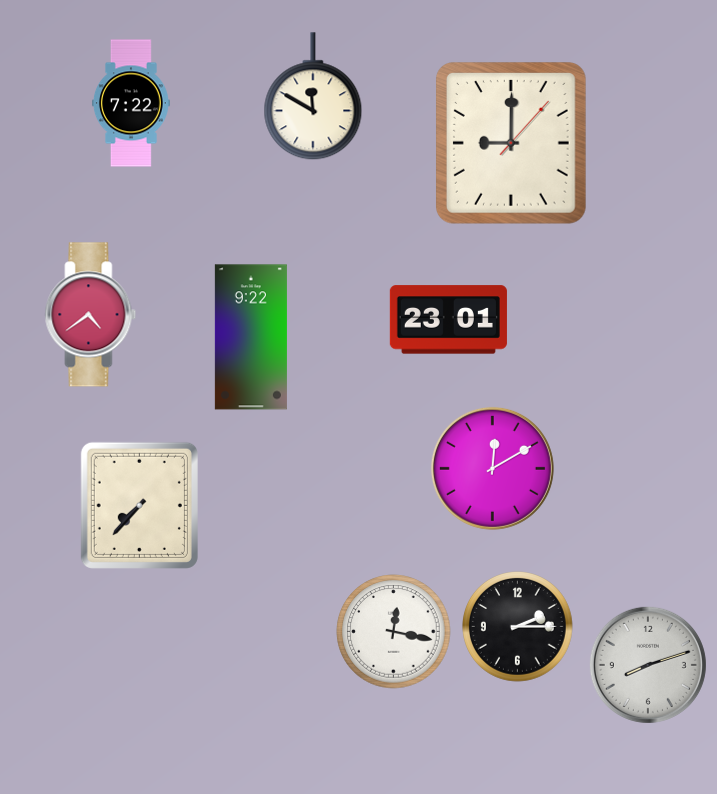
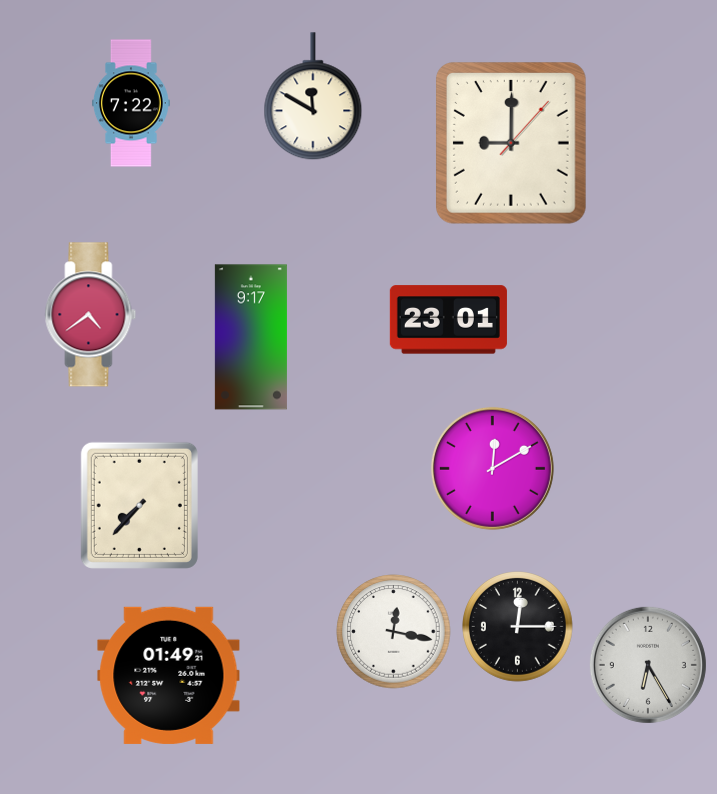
clock at (251, 337): 9:22 -> 9:17
clock at (518, 627): 2:15 -> 12:15
clock at (648, 665): 8:12 -> 6:25
clock at (169, 675): none -> 01:49
